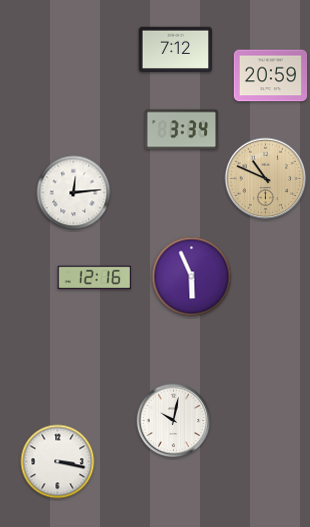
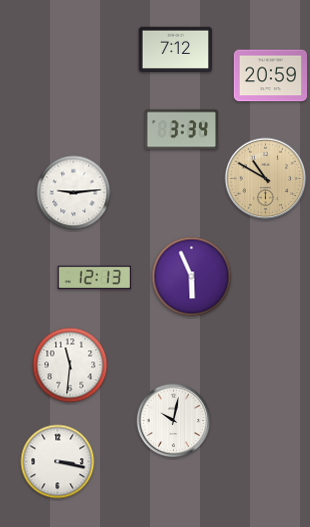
clock at (266, 179): 10:49 -> 10:50
clock at (74, 193): 12:14 -> 9:14
clock at (94, 278): 12:16 -> 12:13
clock at (70, 365): none -> 11:31
